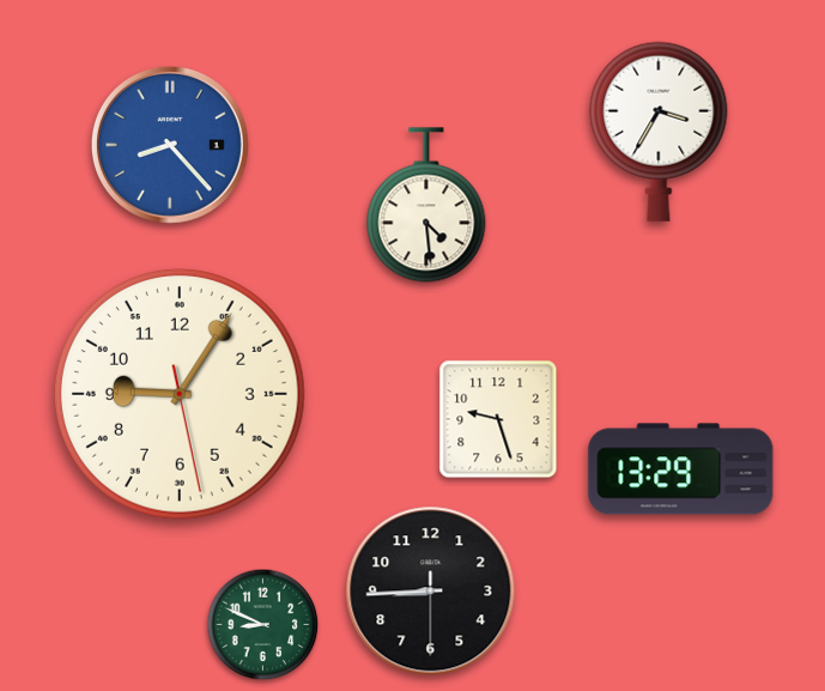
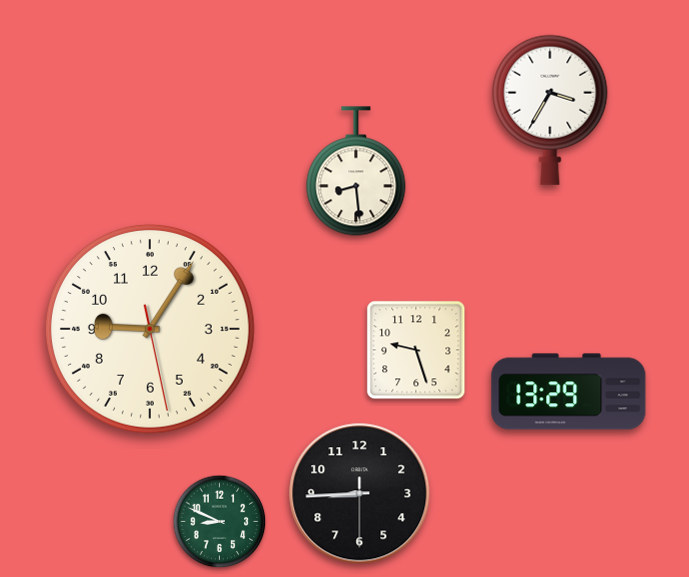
clock at (170, 145): 8:23 -> none
clock at (426, 205): 4:29 -> 8:29
